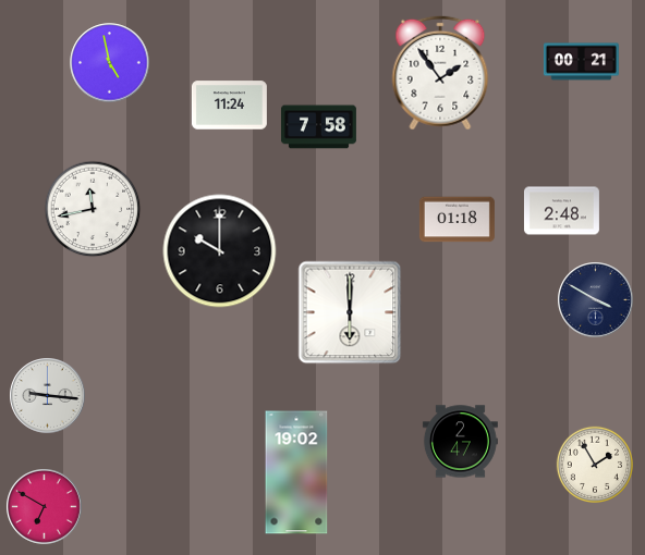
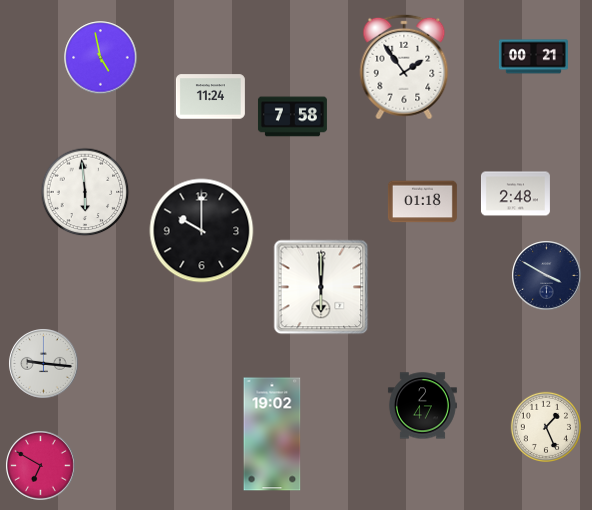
clock at (93, 209): 11:43 -> 5:59
clock at (457, 220) position: (457, 220) -> (422, 202)
clock at (594, 464): 1:55 -> 1:26
